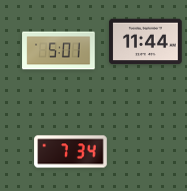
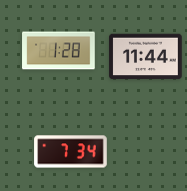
clock at (146, 42) position: (146, 42) -> (146, 57)
clock at (59, 51): 5:01 -> 1:28
